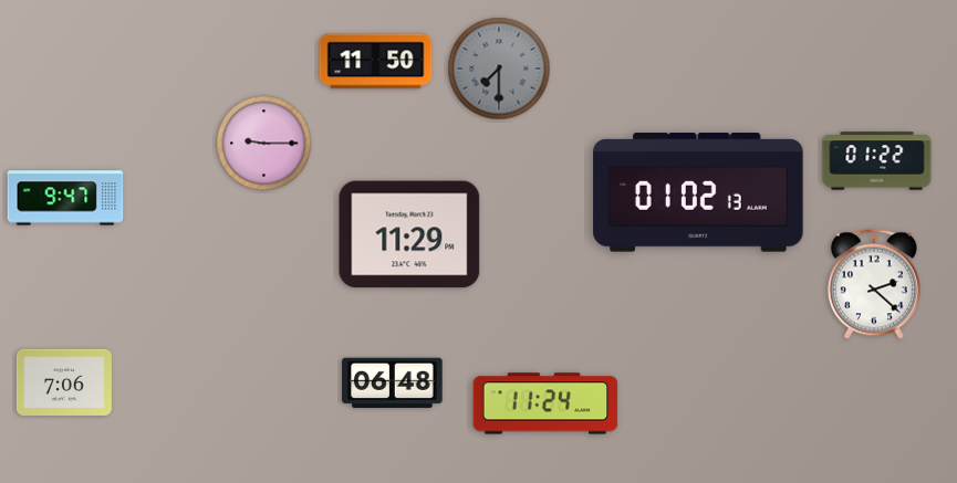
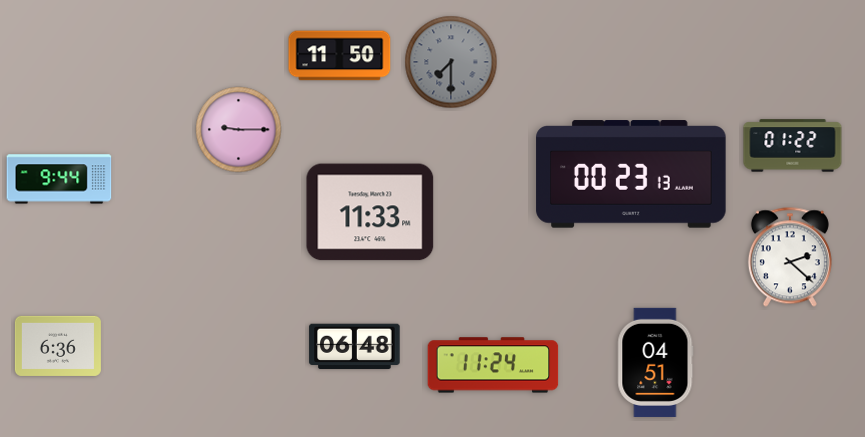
clock at (698, 192): 01:02 -> 00:23
clock at (65, 198): 9:47 -> 9:44
clock at (409, 234): 11:29 -> 11:33
clock at (64, 382): 7:06 -> 6:36
clock at (656, 362): none -> 04:51
